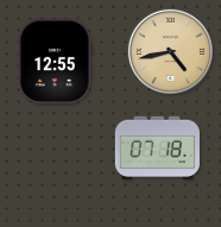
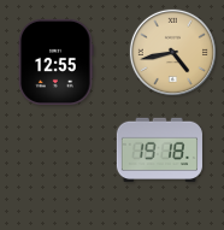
clock at (157, 147): 07:18 -> 19:18
